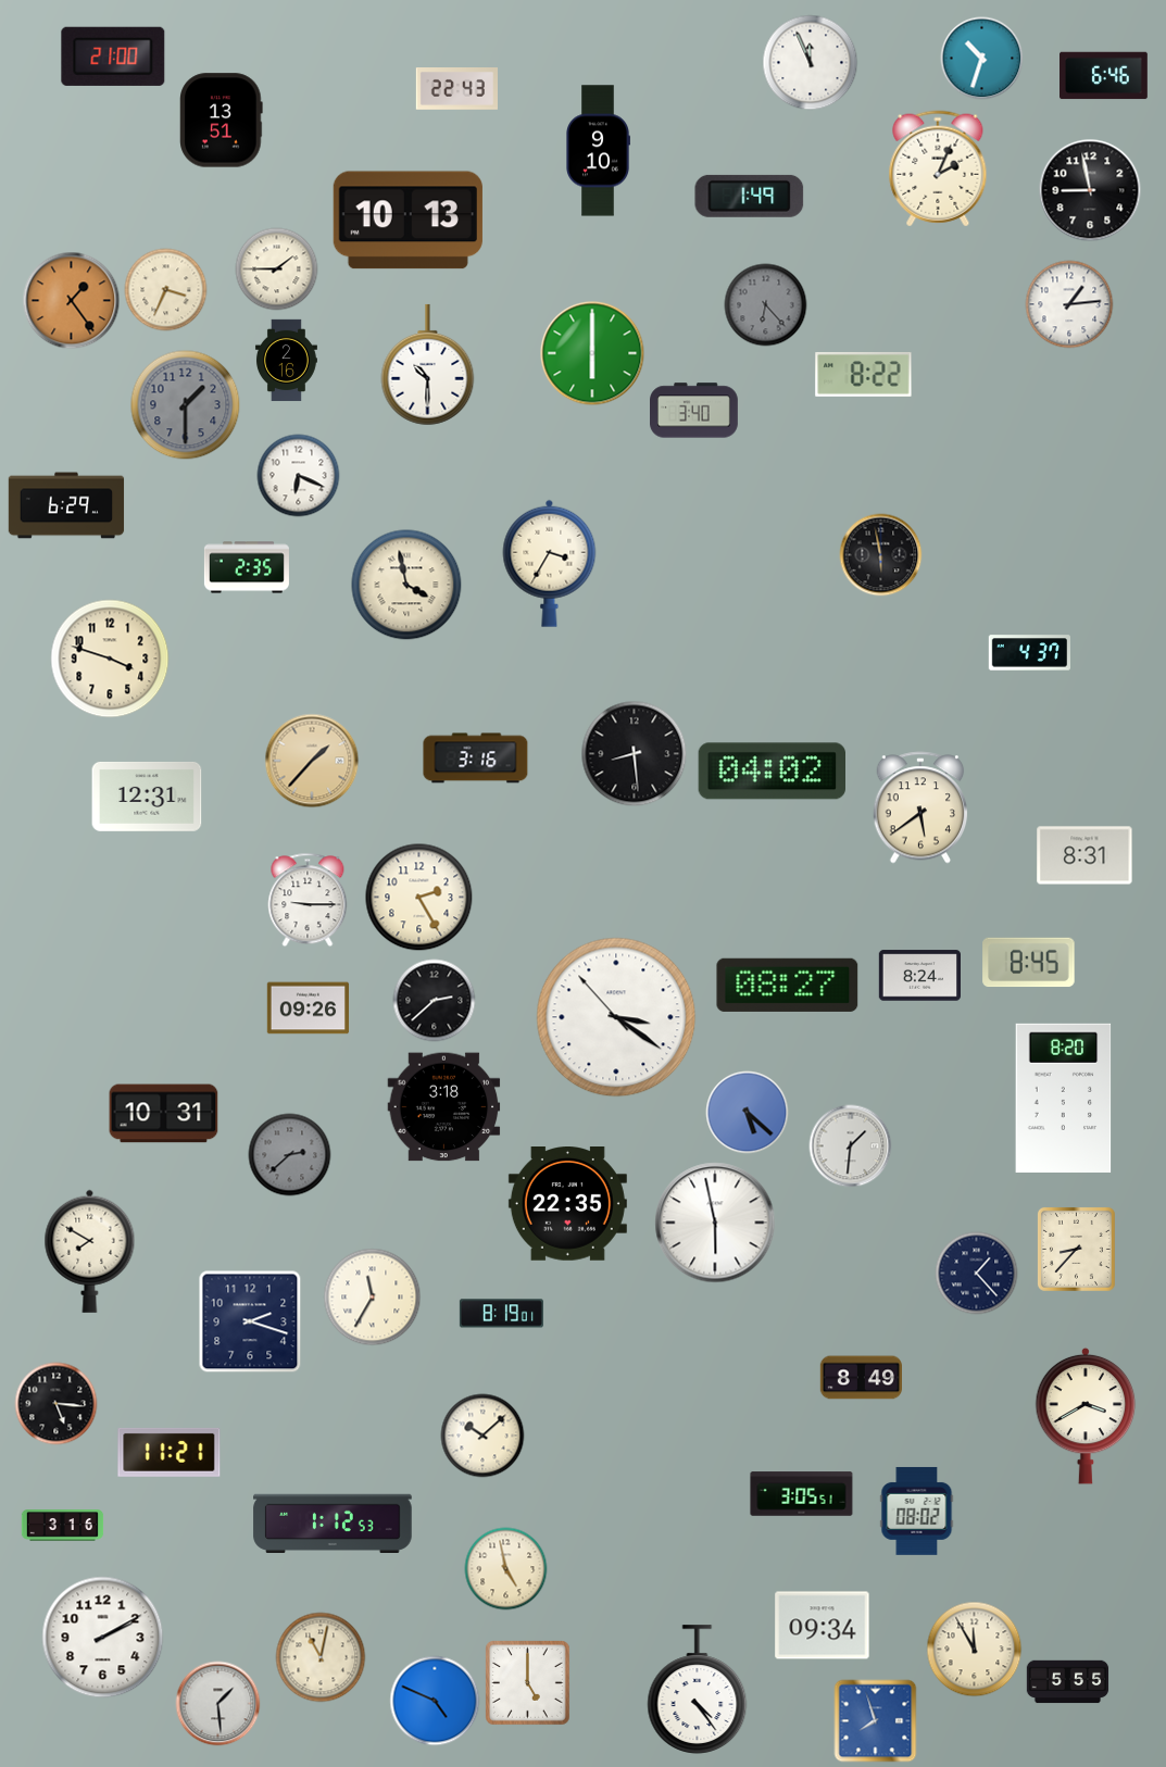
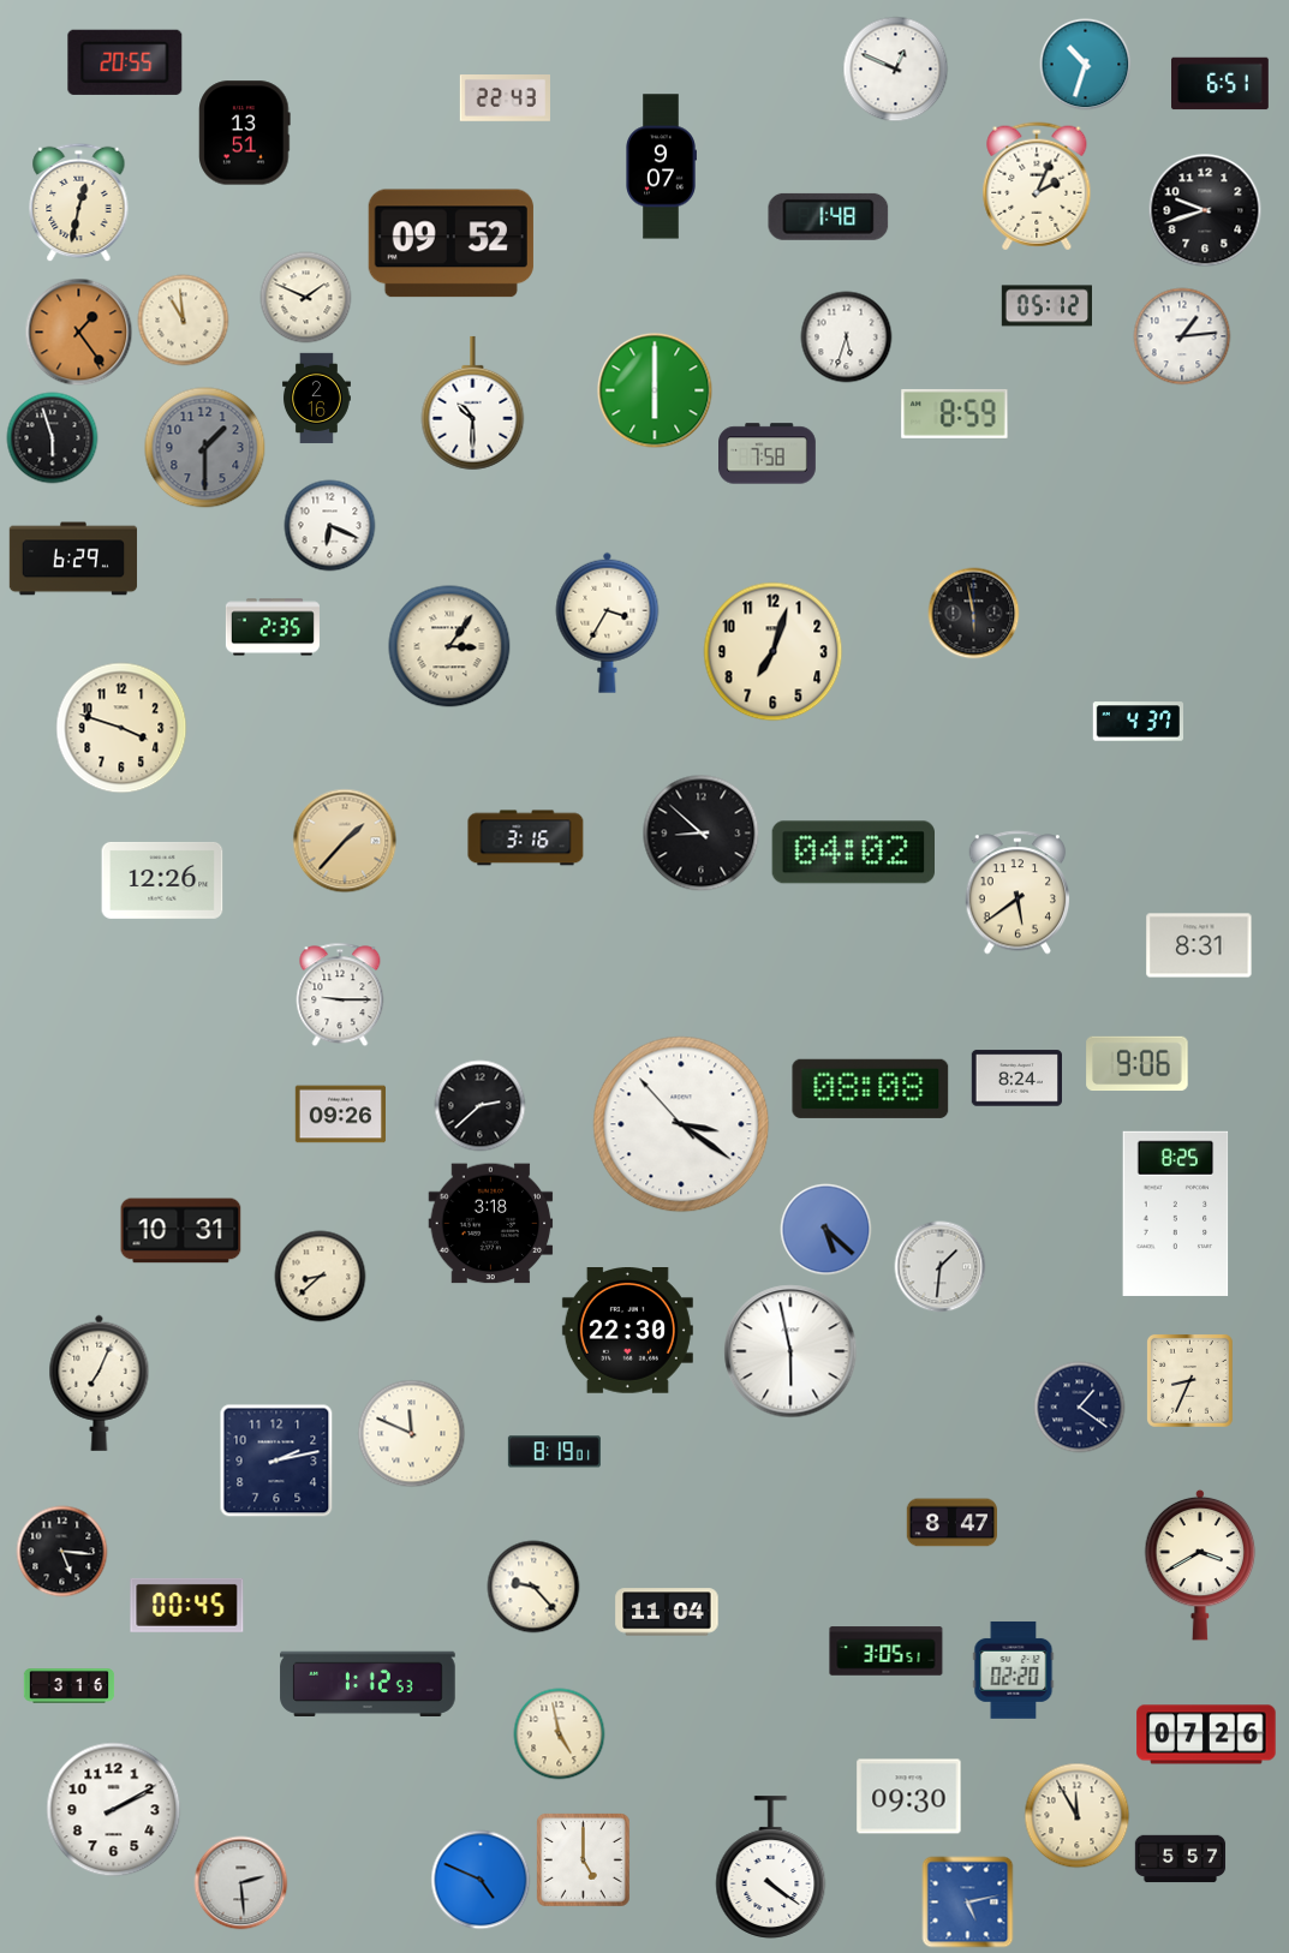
clock at (113, 57): 21:00 -> 20:55
clock at (811, 63): 11:56 -> 12:49
clock at (1104, 76): 6:46 -> 6:51
clock at (599, 151): 9:10 -> 9:07
clock at (79, 203): none -> 12:32
clock at (1090, 190): 8:58 -> 9:42
clock at (750, 196): 1:49 -> 1:48
clock at (408, 221): 10:13 -> 09:52
clock at (277, 270): 1:45 -> 1:49
clock at (1046, 306): none -> 05:12
clock at (166, 290): 3:34 -> 10:59
clock at (766, 305): 6:23 -> 5:33
clock at (766, 305) dial: grey -> white
clock at (864, 374): 8:22 -> 8:59
clock at (53, 438): none -> 5:57
clock at (694, 411): 3:40 -> 7:58
clock at (406, 585): 3:58 -> 3:06
clock at (774, 652): none -> 7:03
clock at (635, 754): 8:29 -> 8:52
clock at (147, 797): 12:31 -> 12:26
clock at (419, 898): 2:25 -> none
clock at (1029, 963): 8:45 -> 9:06
clock at (788, 985): 08:27 -> 08:08
clock at (1064, 1098): 8:20 -> 8:25
clock at (290, 1155): 2:38 -> 8:38
clock at (290, 1155) dial: grey -> cream
clock at (567, 1204): 22:35 -> 22:30
clock at (1076, 1249): 8:37 -> 8:34
clock at (90, 1251): 7:50 -> 7:04
clock at (977, 1274): 1:23 -> 1:21
clock at (373, 1298): 11:35 -> 11:49
clock at (250, 1321): 2:18 -> 2:13
clock at (861, 1378): 8:49 -> 8:47
clock at (482, 1436): 10:08 -> 9:23
clock at (170, 1452): 11:21 -> 00:45
clock at (667, 1612): none -> 11:04
clock at (917, 1511): 08:02 -> 02:20
clock at (1206, 1734): none -> 07:26
clock at (823, 1626): 09:34 -> 09:30
clock at (975, 1650) position: (975, 1650) -> (1078, 1816)
clock at (321, 1657): 11:02 -> none
clock at (1068, 1682): 5:55 -> 5:57
clock at (698, 1690): 4:24 -> 4:21
clock at (218, 1704): 1:29 -> 2:29
clock at (876, 1721): 7:57 -> 5:13
